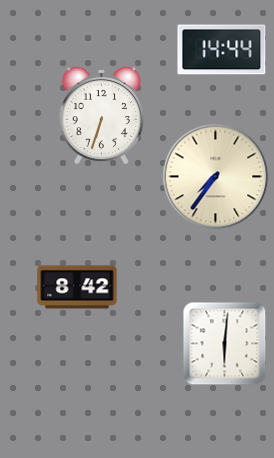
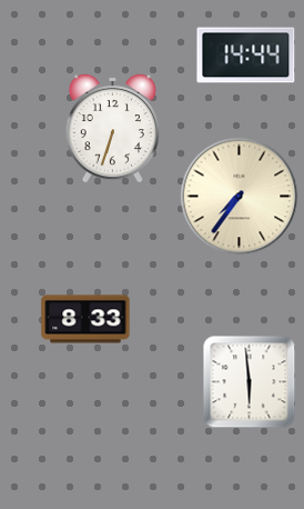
clock at (77, 287): 8:42 -> 8:33
clock at (225, 344): 6:01 -> 5:59
